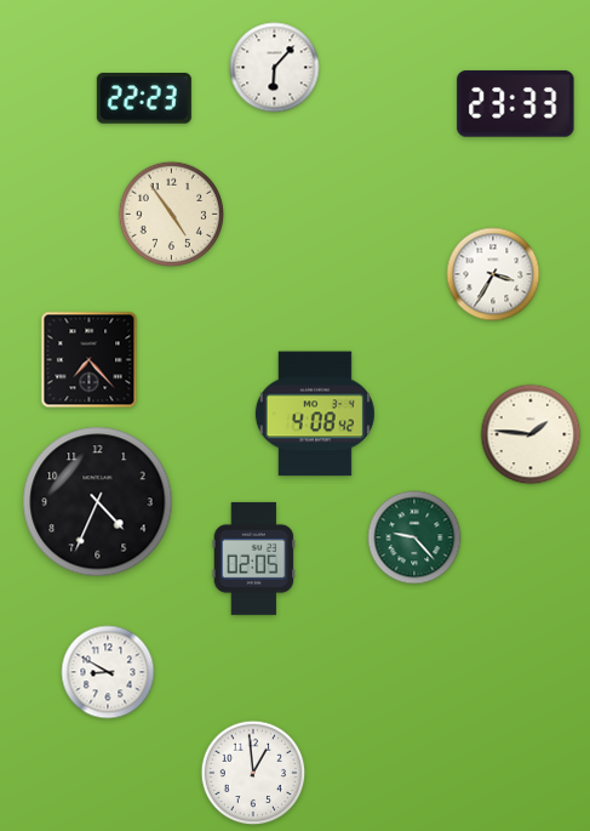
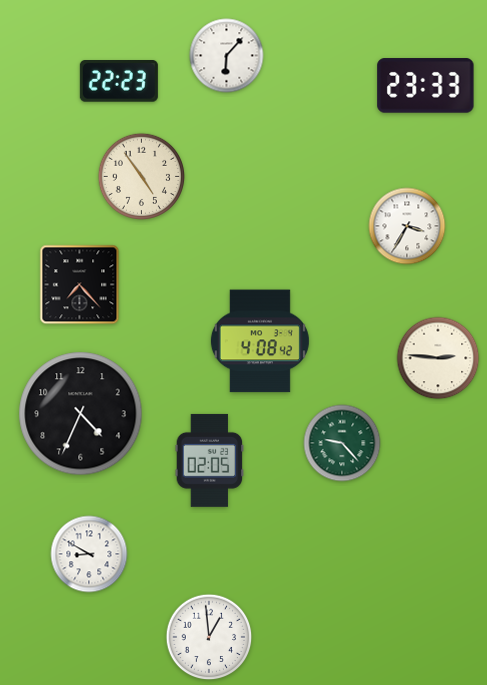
clock at (90, 360) position: (90, 360) -> (80, 285)
clock at (531, 434): 1:46 -> 2:46
